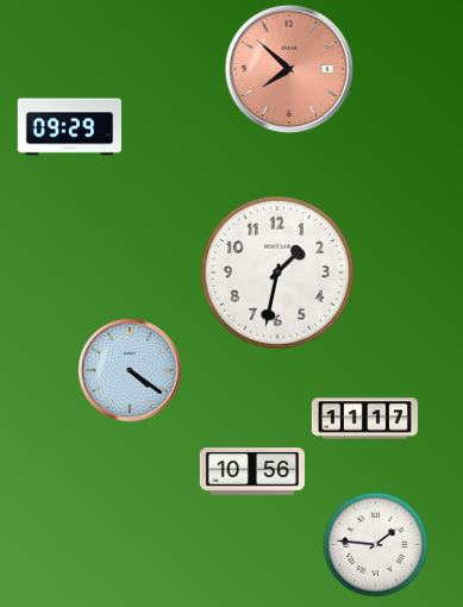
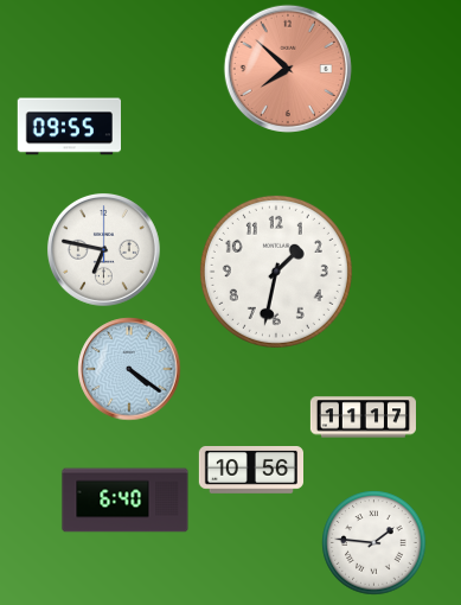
clock at (69, 127): 09:29 -> 09:55
clock at (103, 249): none -> 6:47
clock at (126, 501): none -> 6:40
